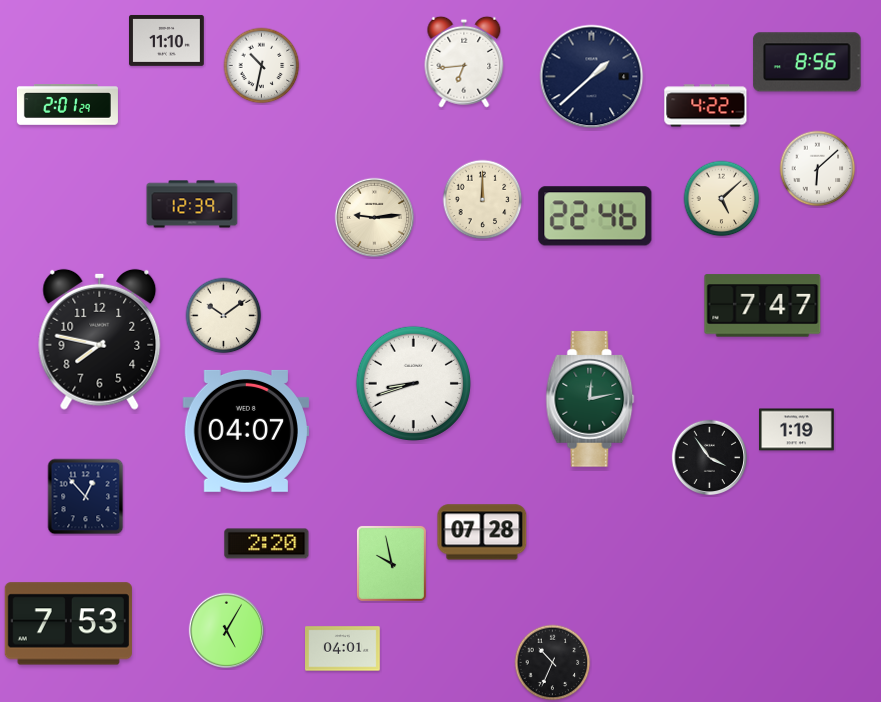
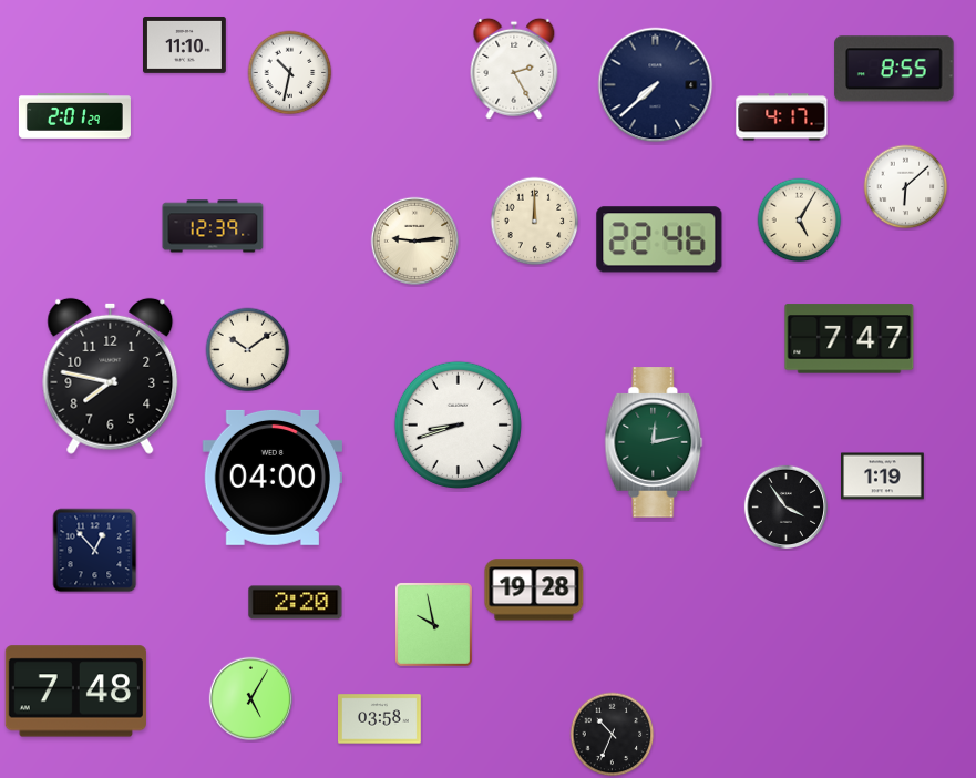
clock at (464, 62): 6:44 -> 2:25
clock at (807, 62): 8:56 -> 8:55
clock at (592, 77): 1:38 -> 7:38
clock at (706, 106): 4:22 -> 4:17
clock at (722, 199): 5:08 -> 5:05
clock at (763, 306) position: (763, 306) -> (850, 339)
clock at (245, 431): 04:07 -> 04:00
clock at (482, 532): 07:28 -> 19:28
clock at (68, 624): 7:53 -> 7:48
clock at (343, 649): 04:01 -> 03:58
